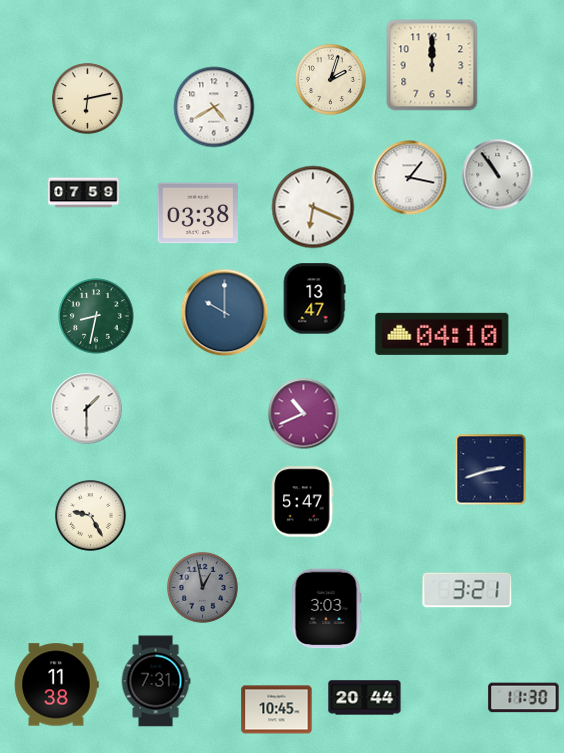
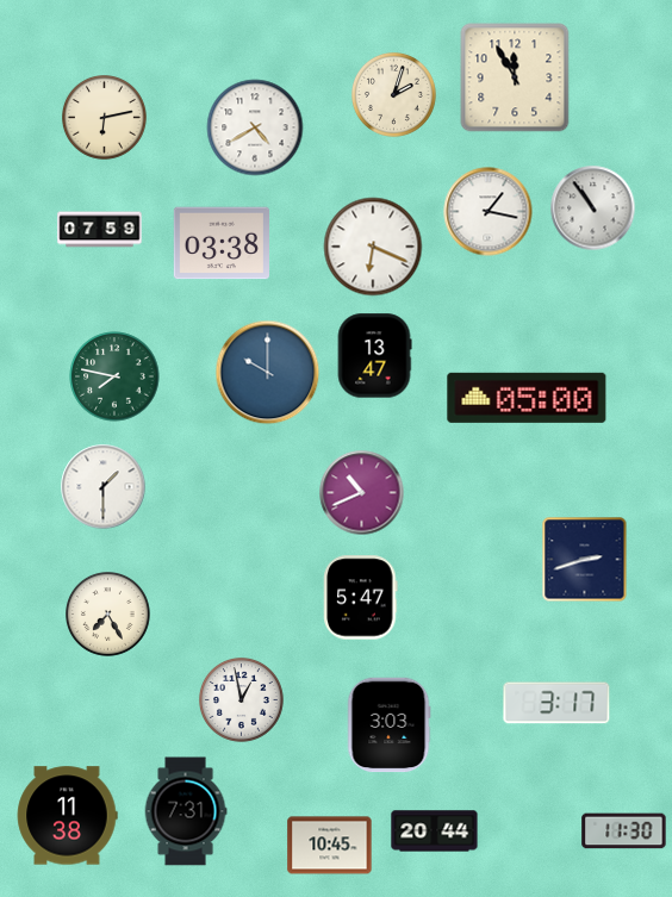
clock at (432, 65): 12:00 -> 11:55
clock at (197, 213) position: (197, 213) -> (220, 243)
clock at (96, 316): 8:32 -> 7:47
clock at (442, 334): 04:10 -> 05:00
clock at (91, 516): 9:25 -> 7:25
clock at (203, 588) dial: grey -> white
clock at (467, 590): 3:21 -> 3:17
